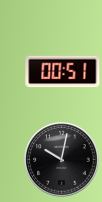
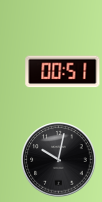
clock at (62, 160) position: (62, 160) -> (59, 160)
